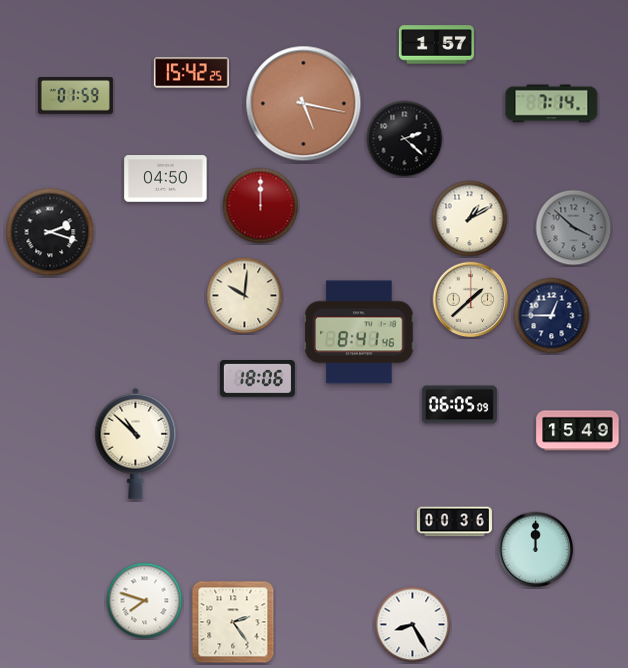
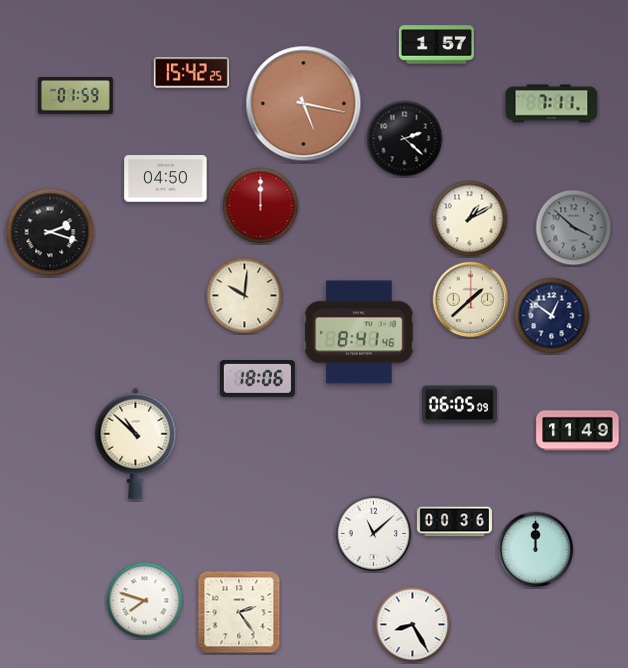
clock at (552, 104): 7:14 -> 7:11
clock at (552, 316): 12:45 -> 12:51
clock at (578, 431): 15:49 -> 11:49
clock at (374, 534): none -> 11:08
clock at (233, 622) position: (233, 622) -> (239, 612)
